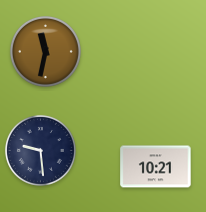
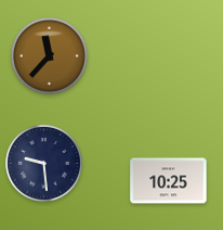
clock at (45, 51): 11:32 -> 11:37
clock at (156, 167): 10:21 -> 10:25
